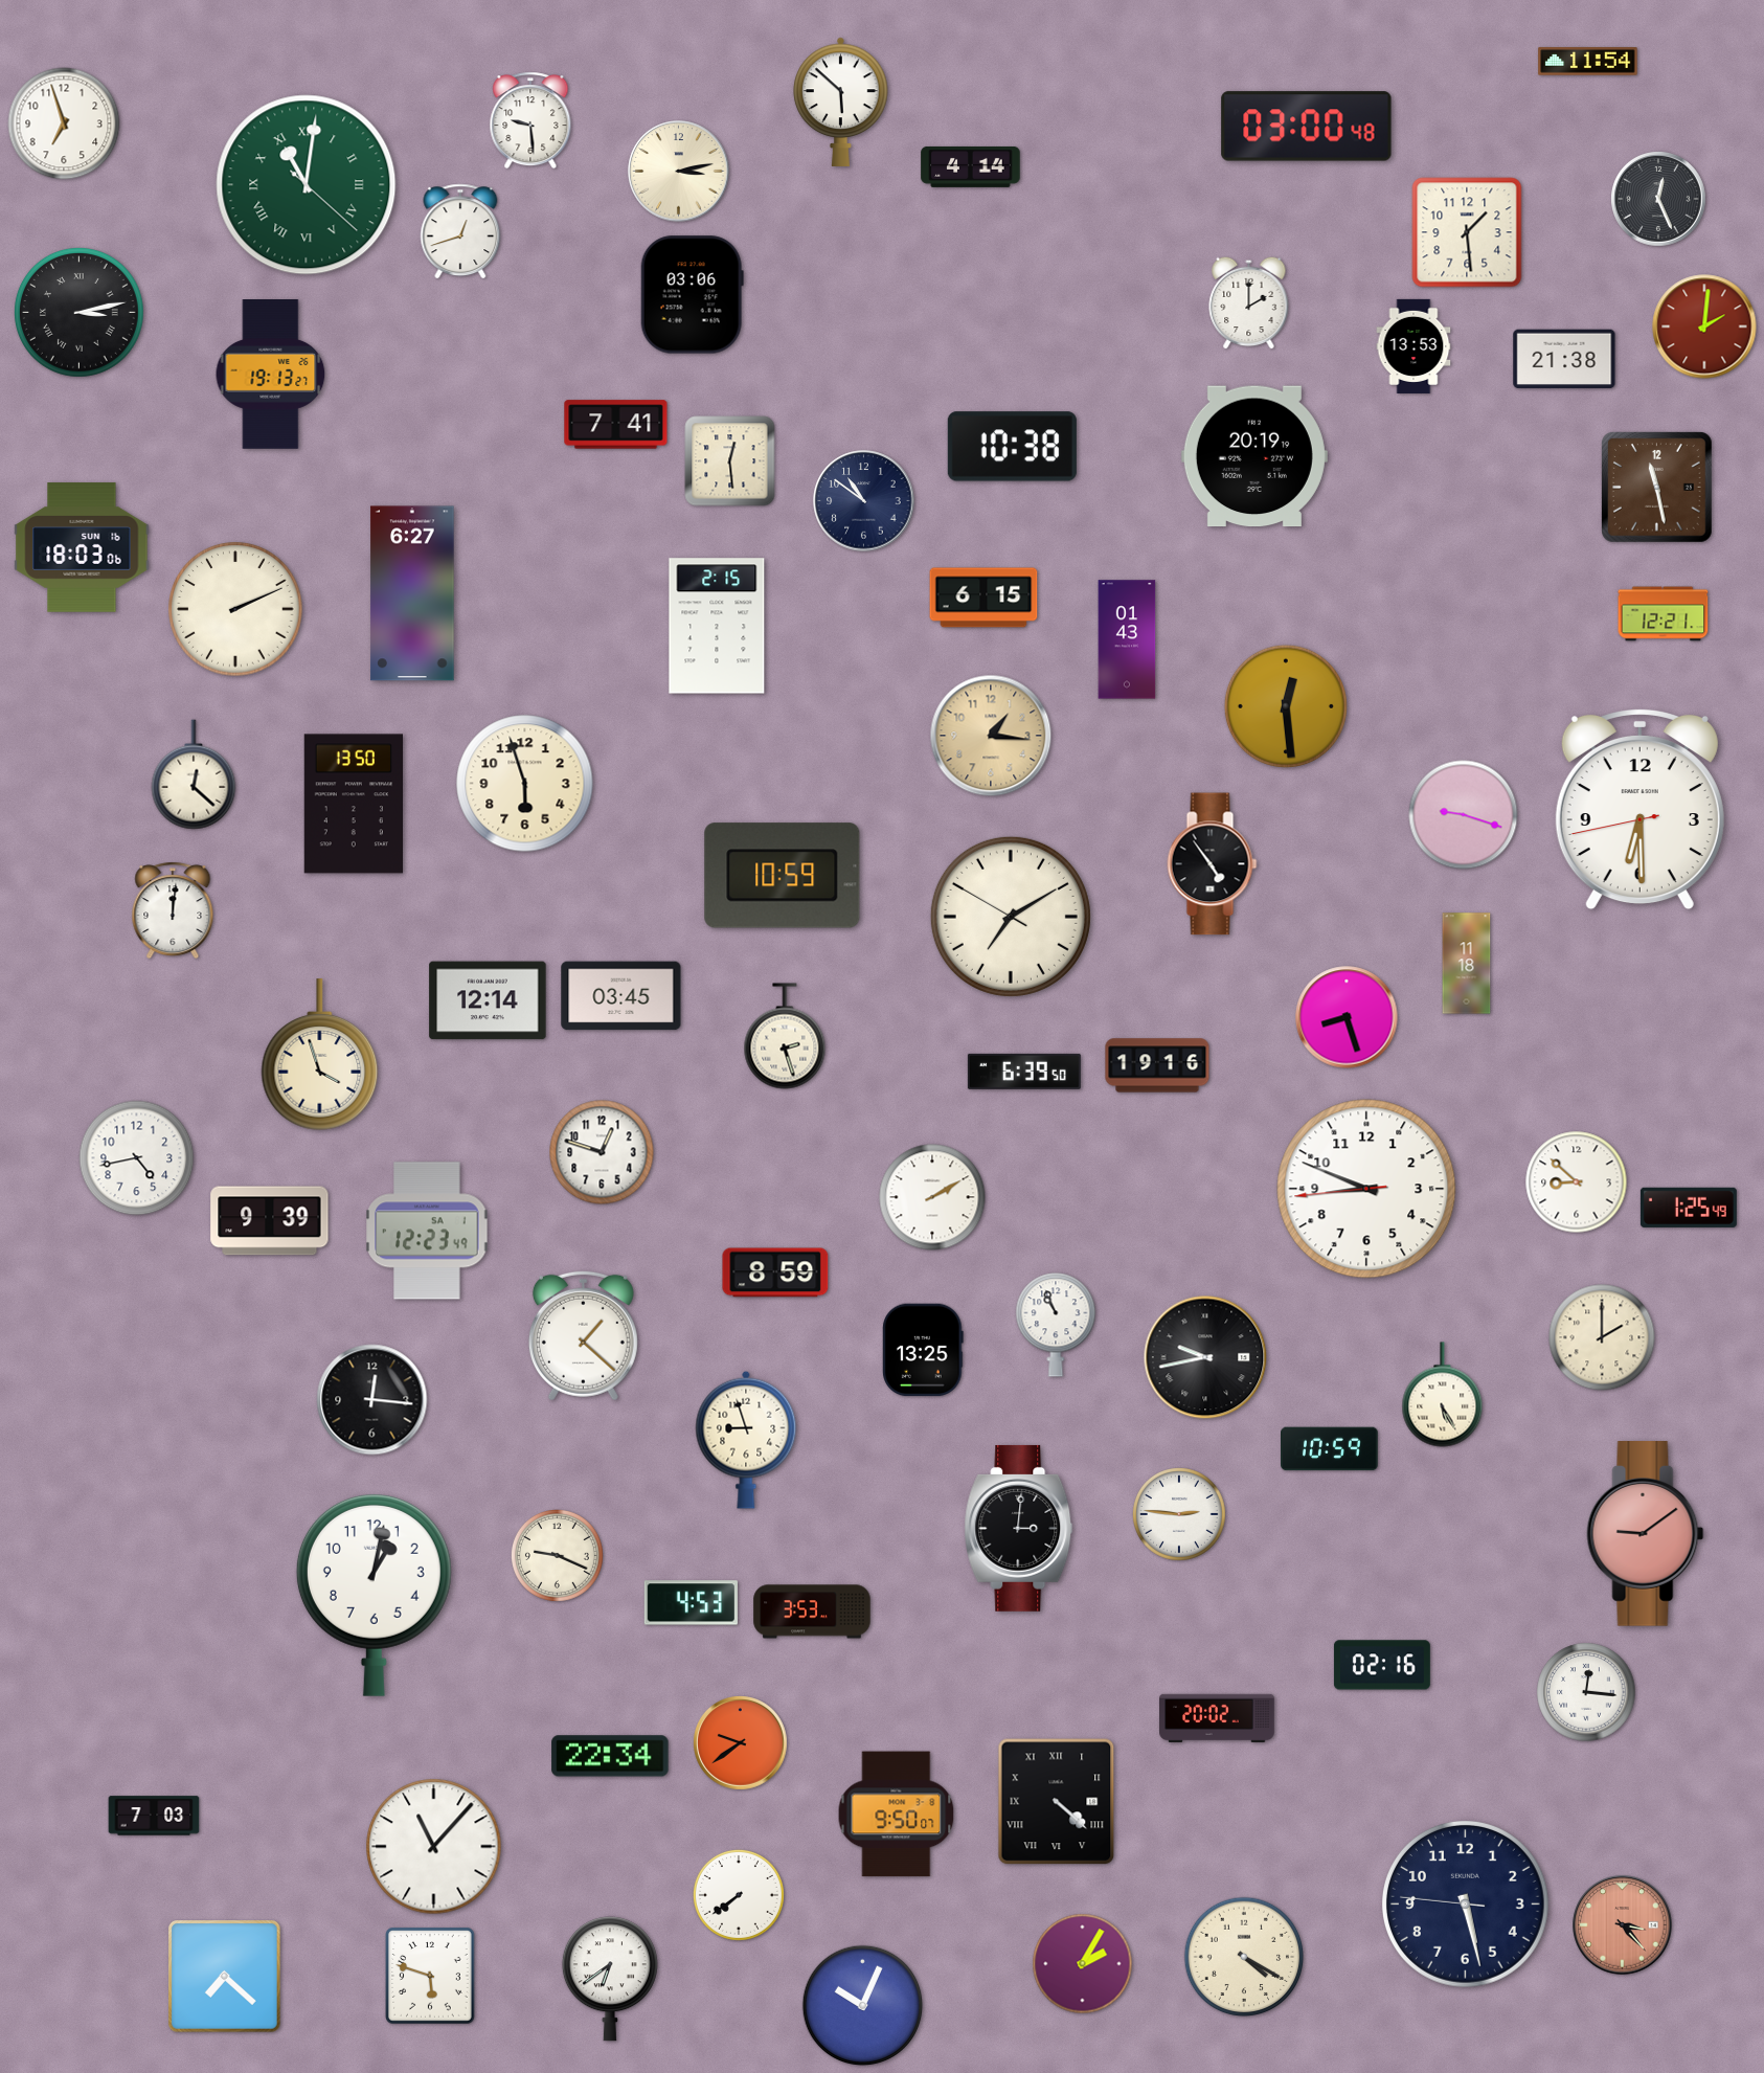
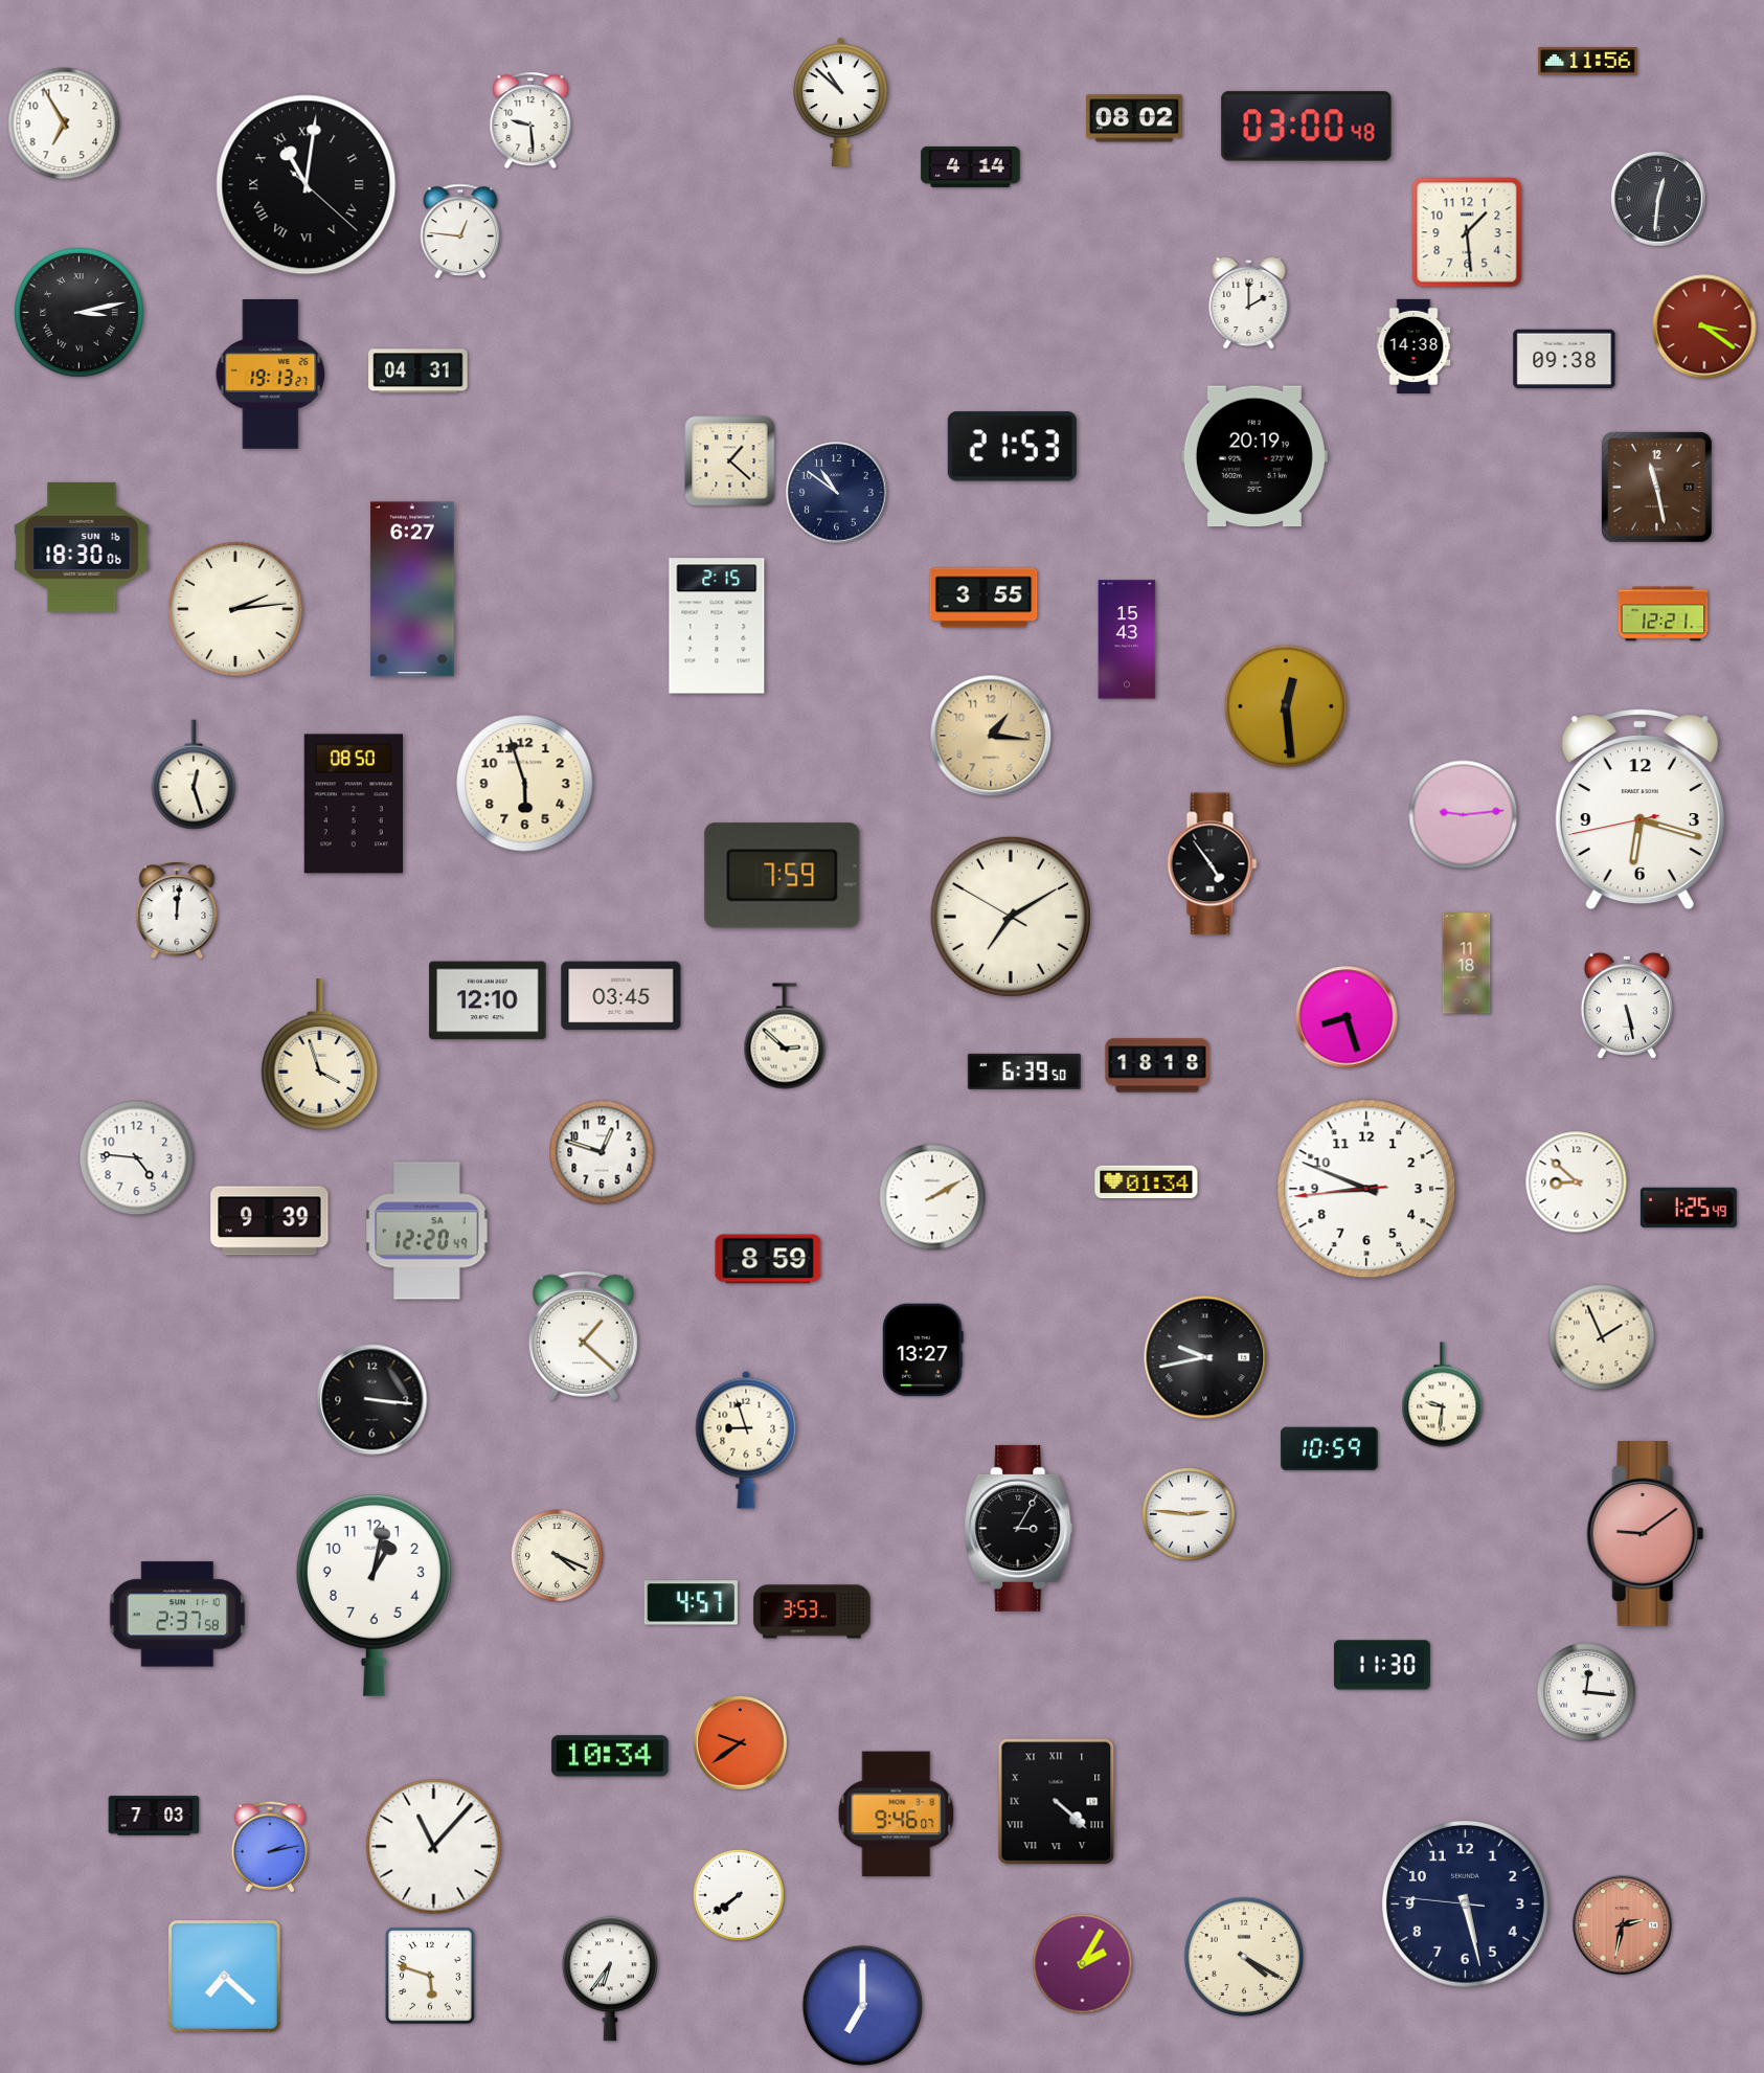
clock at (1588, 62): 11:54 -> 11:56
clock at (841, 102): 5:52 -> 10:52
clock at (1134, 118): none -> 08:02
clock at (64, 123): 6:57 -> 6:55
clock at (679, 172): 3:13 -> none
clock at (307, 185) dial: green -> black
clock at (1658, 199): 12:26 -> 12:31
clock at (460, 231): 12:42 -> 12:46
clock at (692, 295): 03:06 -> none
clock at (1704, 326): 2:01 -> 3:21
clock at (1414, 346): 13:53 -> 14:38
clock at (1564, 359): 21:38 -> 09:38
clock at (419, 371): none -> 04:31
clock at (616, 425): 7:41 -> none
clock at (1012, 447): 10:38 -> 21:53
clock at (730, 461): 12:29 -> 1:22
clock at (864, 501) position: (864, 501) -> (837, 493)
clock at (82, 547): 18:03 -> 18:30
clock at (412, 593) position: (412, 593) -> (412, 589)
clock at (983, 598): 6:15 -> 3:55
clock at (235, 609): 2:11 -> 2:14
clock at (1127, 639): 01:43 -> 15:43
clock at (194, 774): 12:22 -> 12:27
clock at (353, 804): 13:50 -> 08:50
clock at (1639, 809): 6:29 -> 6:17
clock at (1464, 815): 9:18 -> 9:14
clock at (783, 876): 10:59 -> 7:59
clock at (173, 910) position: (173, 910) -> (177, 910)
clock at (488, 1000): 12:14 -> 12:10
clock at (1627, 1006): none -> 5:28
clock at (785, 1036): 2:27 -> 2:52
clock at (1157, 1065): 19:16 -> 18:18
clock at (137, 1158): 4:43 -> 4:46
clock at (1147, 1182): none -> 01:34
clock at (427, 1231): 12:23 -> 12:20
clock at (775, 1272) position: (775, 1272) -> (768, 1259)
clock at (1056, 1325): 10:56 -> none
clock at (1602, 1337): 2:00 -> 1:56
clock at (923, 1350): 13:25 -> 13:27
clock at (1443, 1395): 5:25 -> 9:31
clock at (372, 1400): 12:16 -> 3:16
clock at (1180, 1515) position: (1180, 1515) -> (1190, 1515)
clock at (1019, 1528): 3:01 -> 3:05
clock at (557, 1555): 9:19 -> 4:19
clock at (691, 1603): 4:53 -> 4:57
clock at (178, 1615): none -> 2:37
clock at (1382, 1665): 02:16 -> 11:30
clock at (1217, 1717): 20:02 -> none
clock at (610, 1756): 22:34 -> 10:34
clock at (897, 1815): 9:50 -> 9:46
clock at (270, 1847): none -> 2:13
clock at (1623, 1925): 3:23 -> 2:32
clock at (610, 1979): 6:39 -> 6:36
clock at (863, 2006): 10:04 -> 7:00
